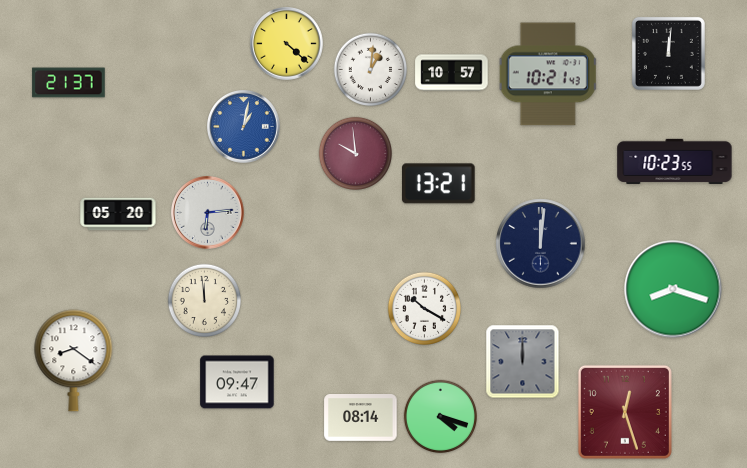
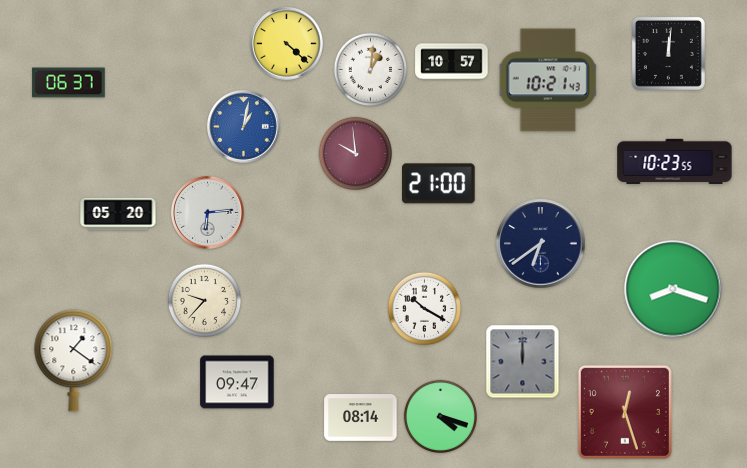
clock at (452, 73) position: (452, 73) -> (452, 62)
clock at (548, 74) position: (548, 74) -> (548, 80)
clock at (69, 83): 21:37 -> 06:37
clock at (439, 184): 13:21 -> 21:00
clock at (541, 244): 12:01 -> 6:39
clock at (204, 300): 11:59 -> 9:37
clock at (74, 361): 8:21 -> 1:21
